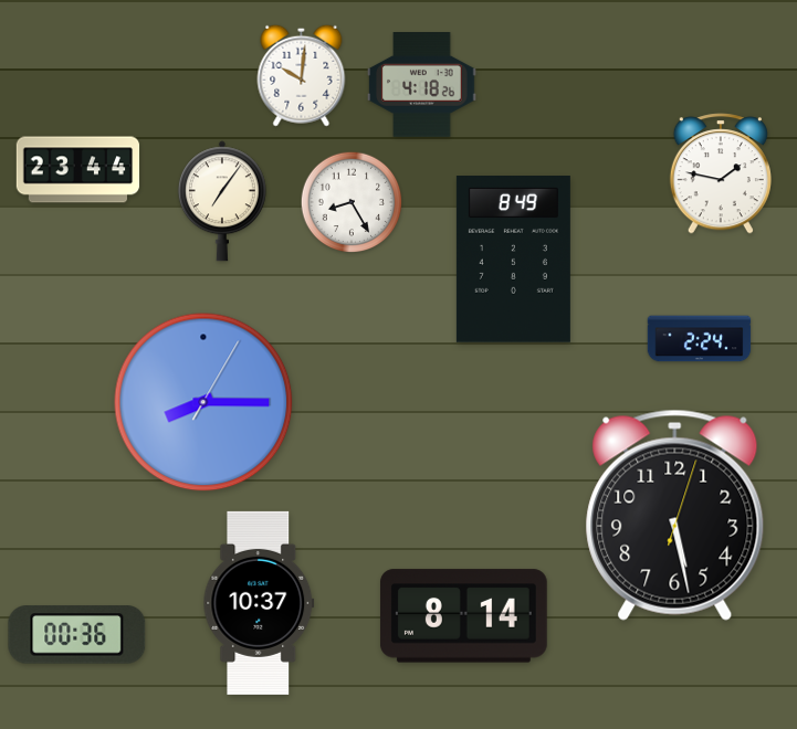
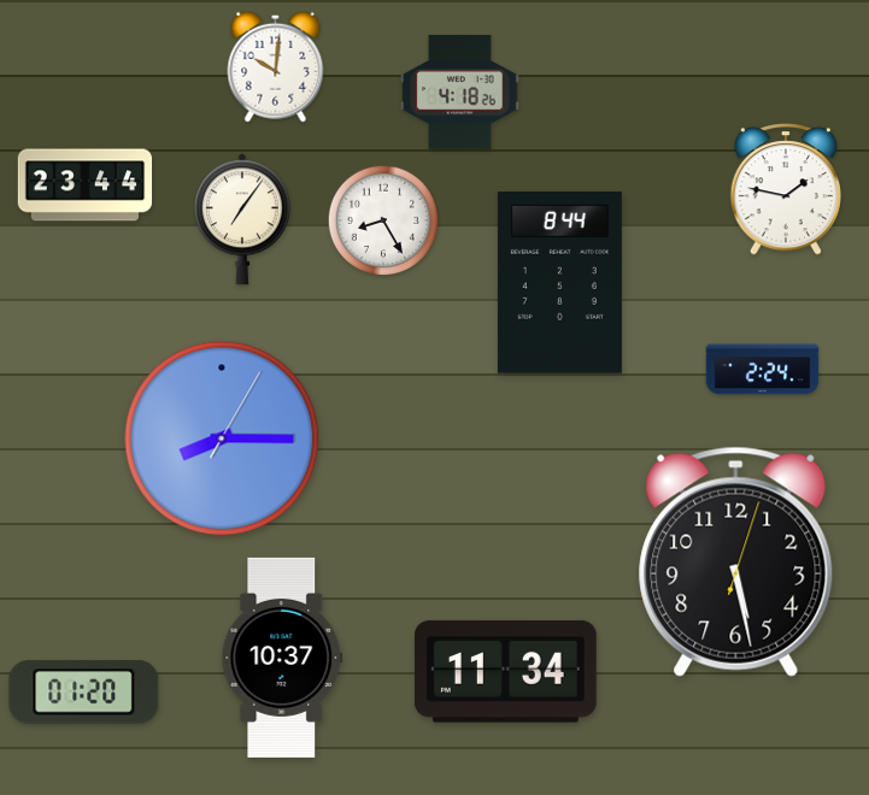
clock at (302, 75) position: (302, 75) -> (276, 66)
clock at (513, 260): 8:49 -> 8:44
clock at (463, 616): 8:14 -> 11:34
clock at (77, 635): 00:36 -> 01:20
